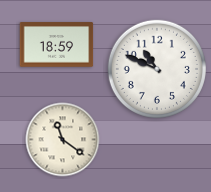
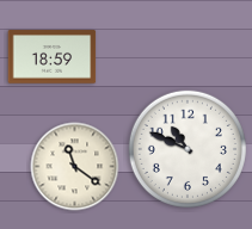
clock at (57, 45) position: (57, 45) -> (53, 57)
clock at (157, 69) position: (157, 69) -> (188, 149)
